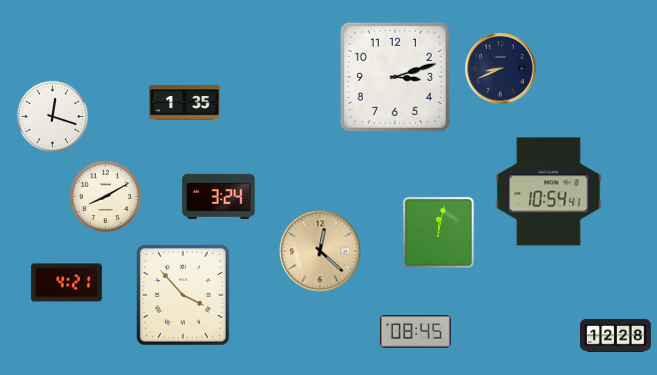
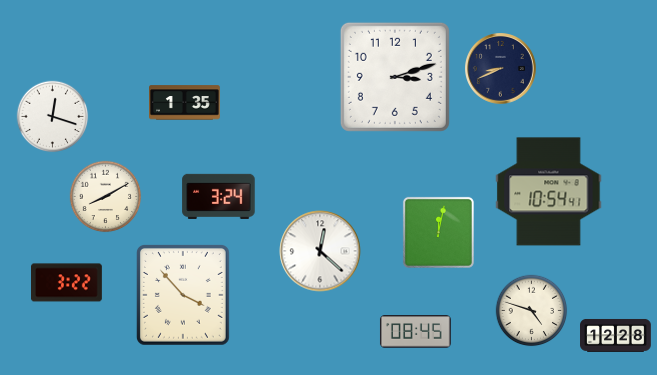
clock at (320, 251) dial: champagne -> white
clock at (67, 283): 4:21 -> 3:22
clock at (532, 311): none -> 4:48
